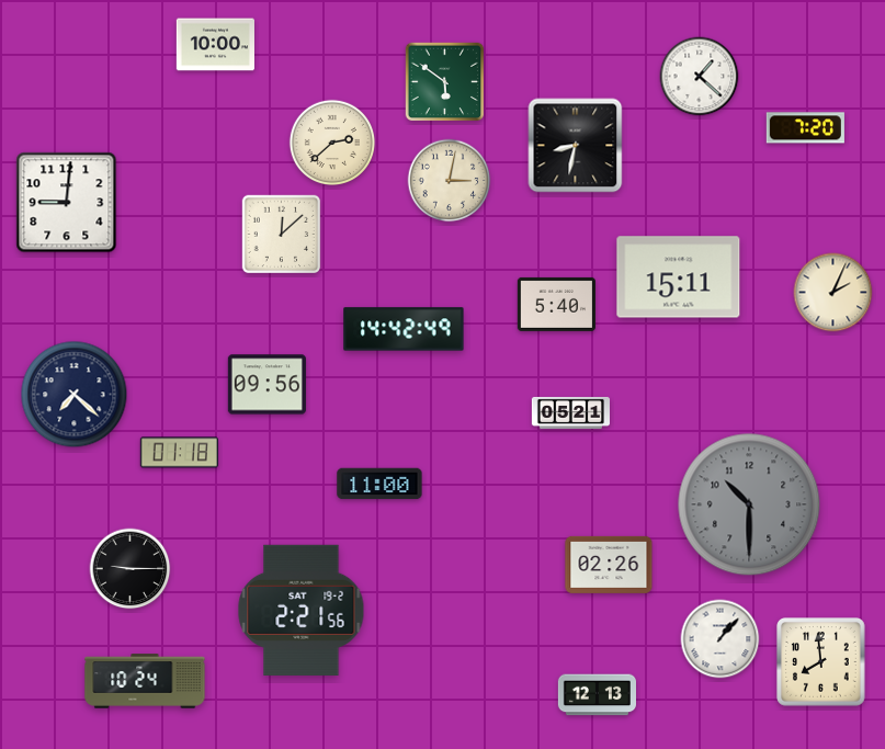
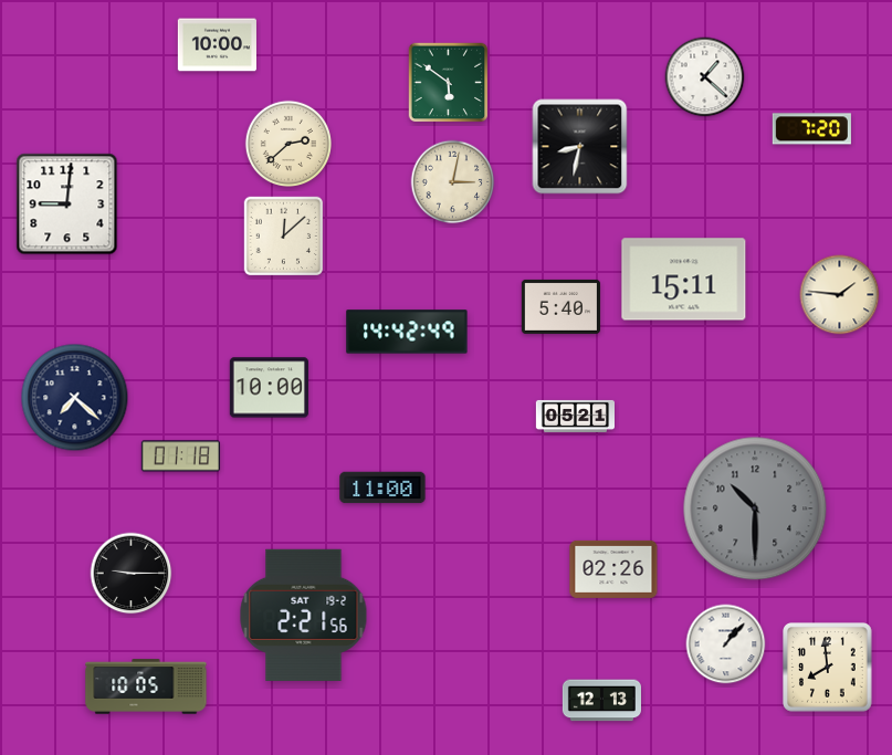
clock at (331, 141) position: (331, 141) -> (287, 143)
clock at (833, 293): 2:04 -> 1:46
clock at (266, 385): 09:56 -> 10:00
clock at (145, 681): 10:24 -> 10:05
